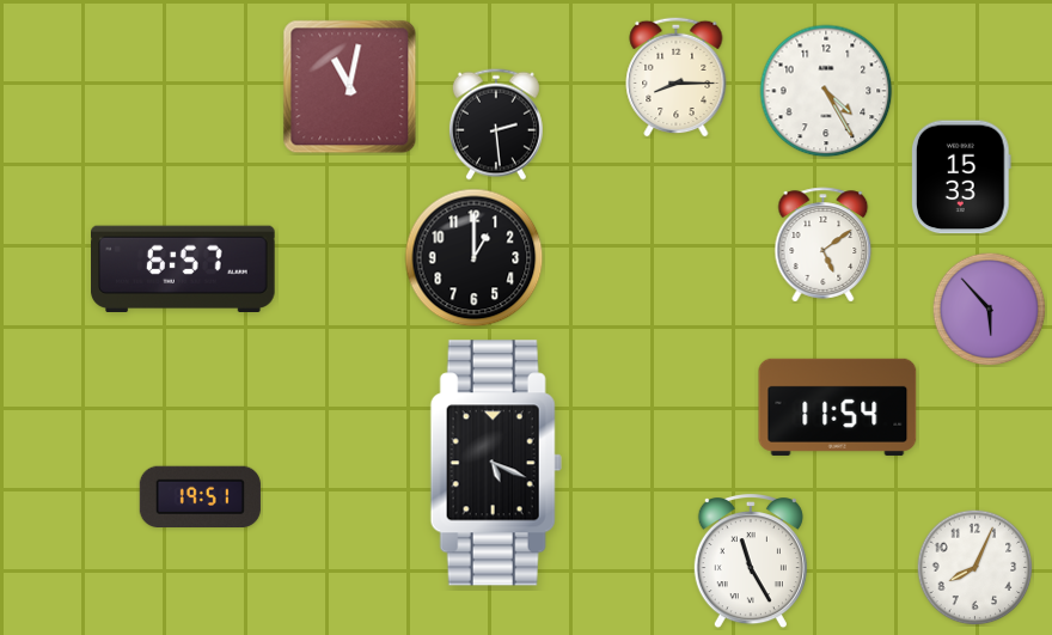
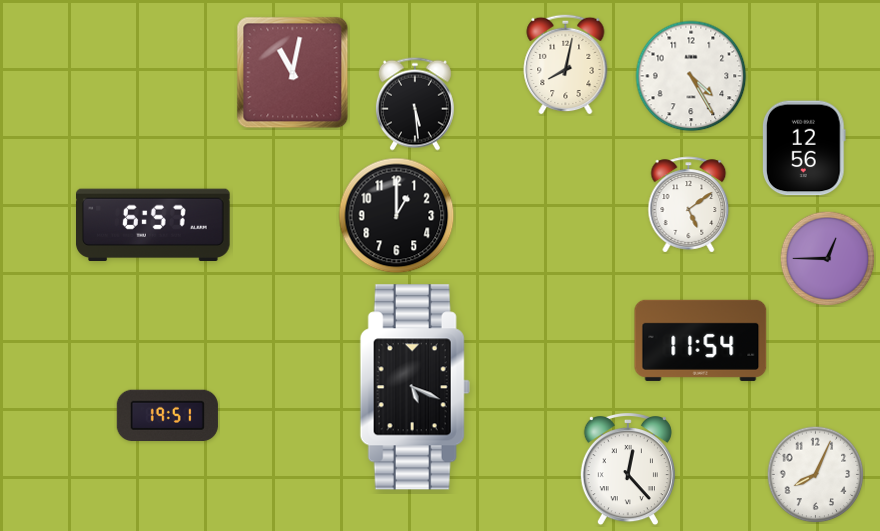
clock at (677, 77): 8:15 -> 8:02
clock at (496, 124): 2:29 -> 5:29
clock at (962, 177): 15:33 -> 12:56
clock at (989, 309): 5:53 -> 12:45
clock at (751, 562): 11:25 -> 12:23
